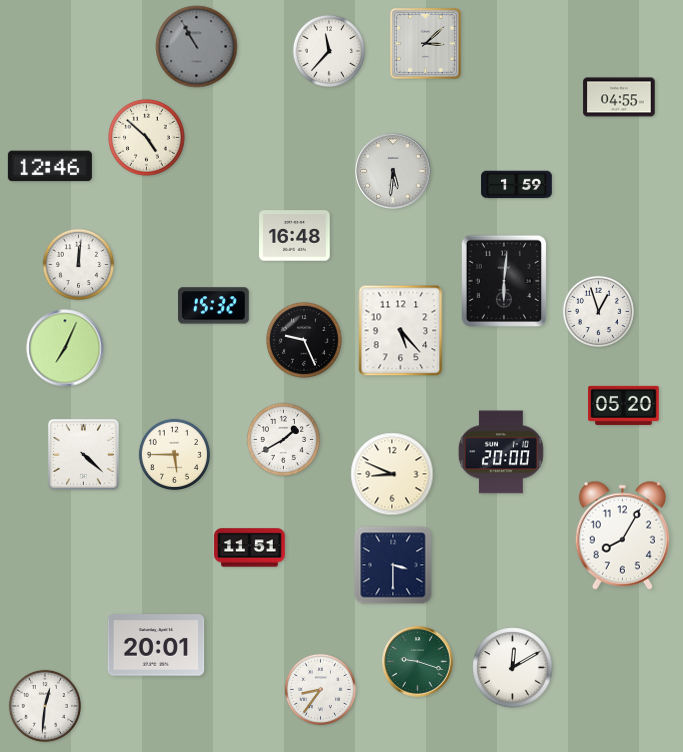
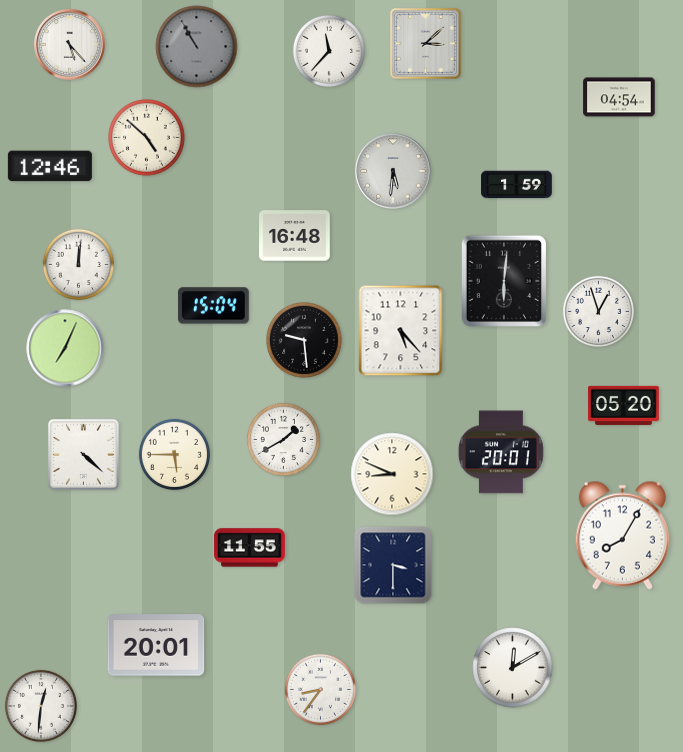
clock at (70, 45): none -> 5:23
clock at (619, 97): 04:55 -> 04:54
clock at (214, 306): 15:32 -> 15:04
clock at (305, 341): 9:26 -> 9:29
clock at (501, 452): 20:00 -> 20:01
clock at (250, 548): 11:51 -> 11:55
clock at (418, 662): 9:18 -> none
clock at (45, 706) position: (45, 706) -> (41, 706)
